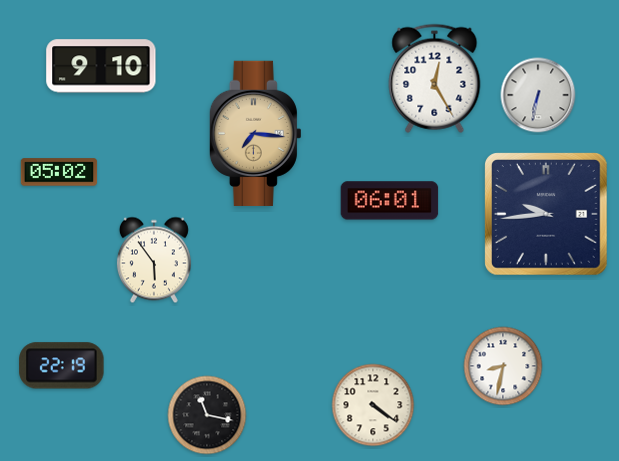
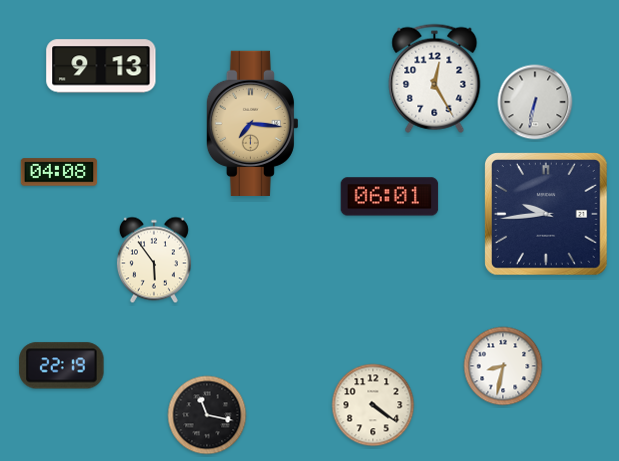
clock at (101, 66): 9:10 -> 9:13
clock at (538, 95) position: (538, 95) -> (535, 102)
clock at (255, 133) position: (255, 133) -> (252, 123)
clock at (59, 172): 05:02 -> 04:08
clock at (390, 201) position: (390, 201) -> (390, 197)
